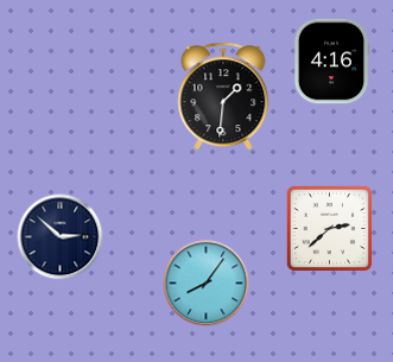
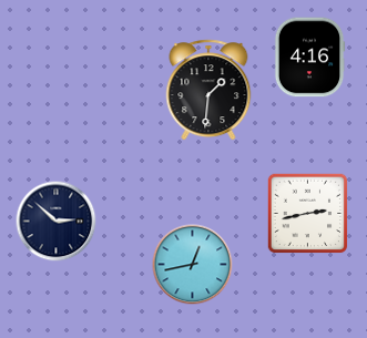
clock at (330, 229): 2:38 -> 2:43
clock at (207, 284): 8:06 -> 12:43
